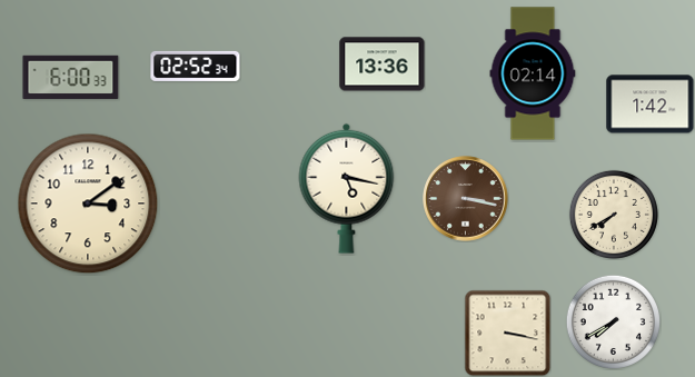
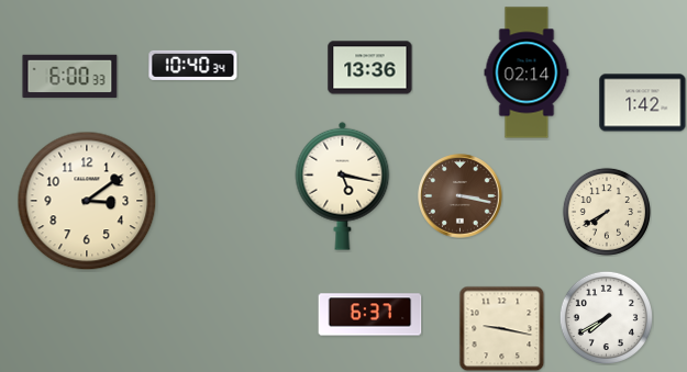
clock at (383, 65) position: (383, 65) -> (370, 68)
clock at (196, 66): 02:52 -> 10:40
clock at (370, 315): none -> 6:37
clock at (507, 333): 3:17 -> 9:17
